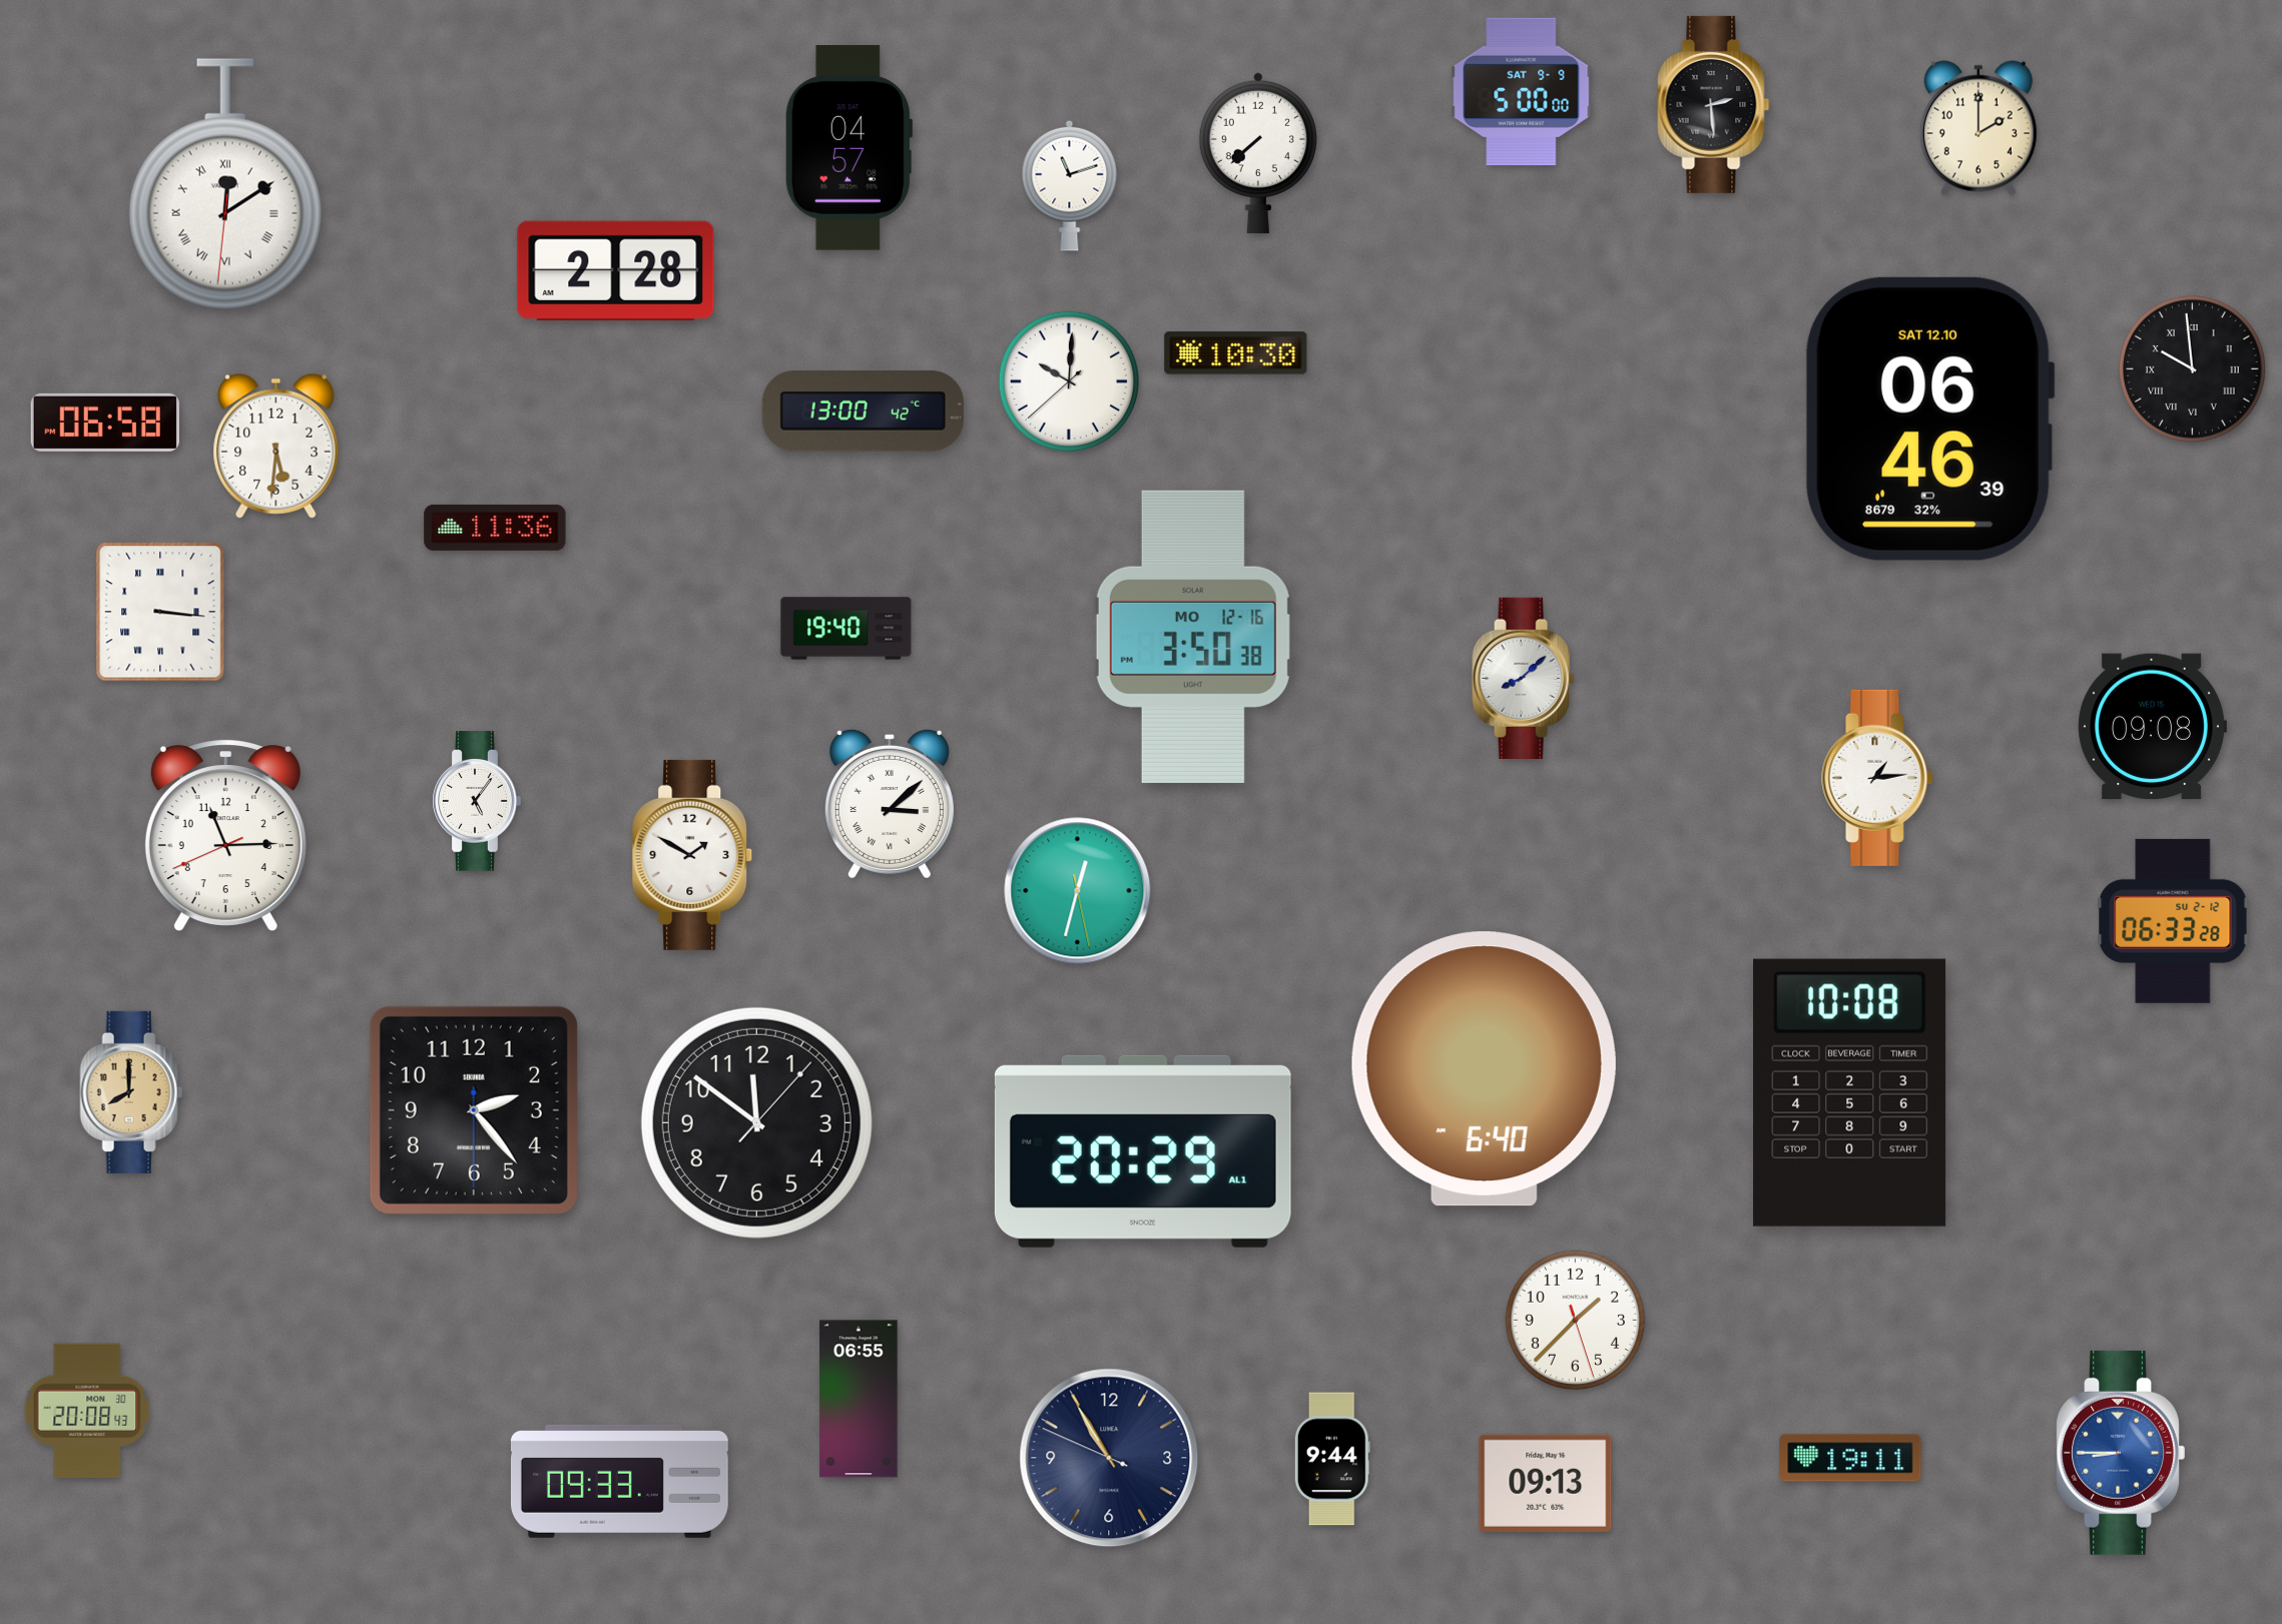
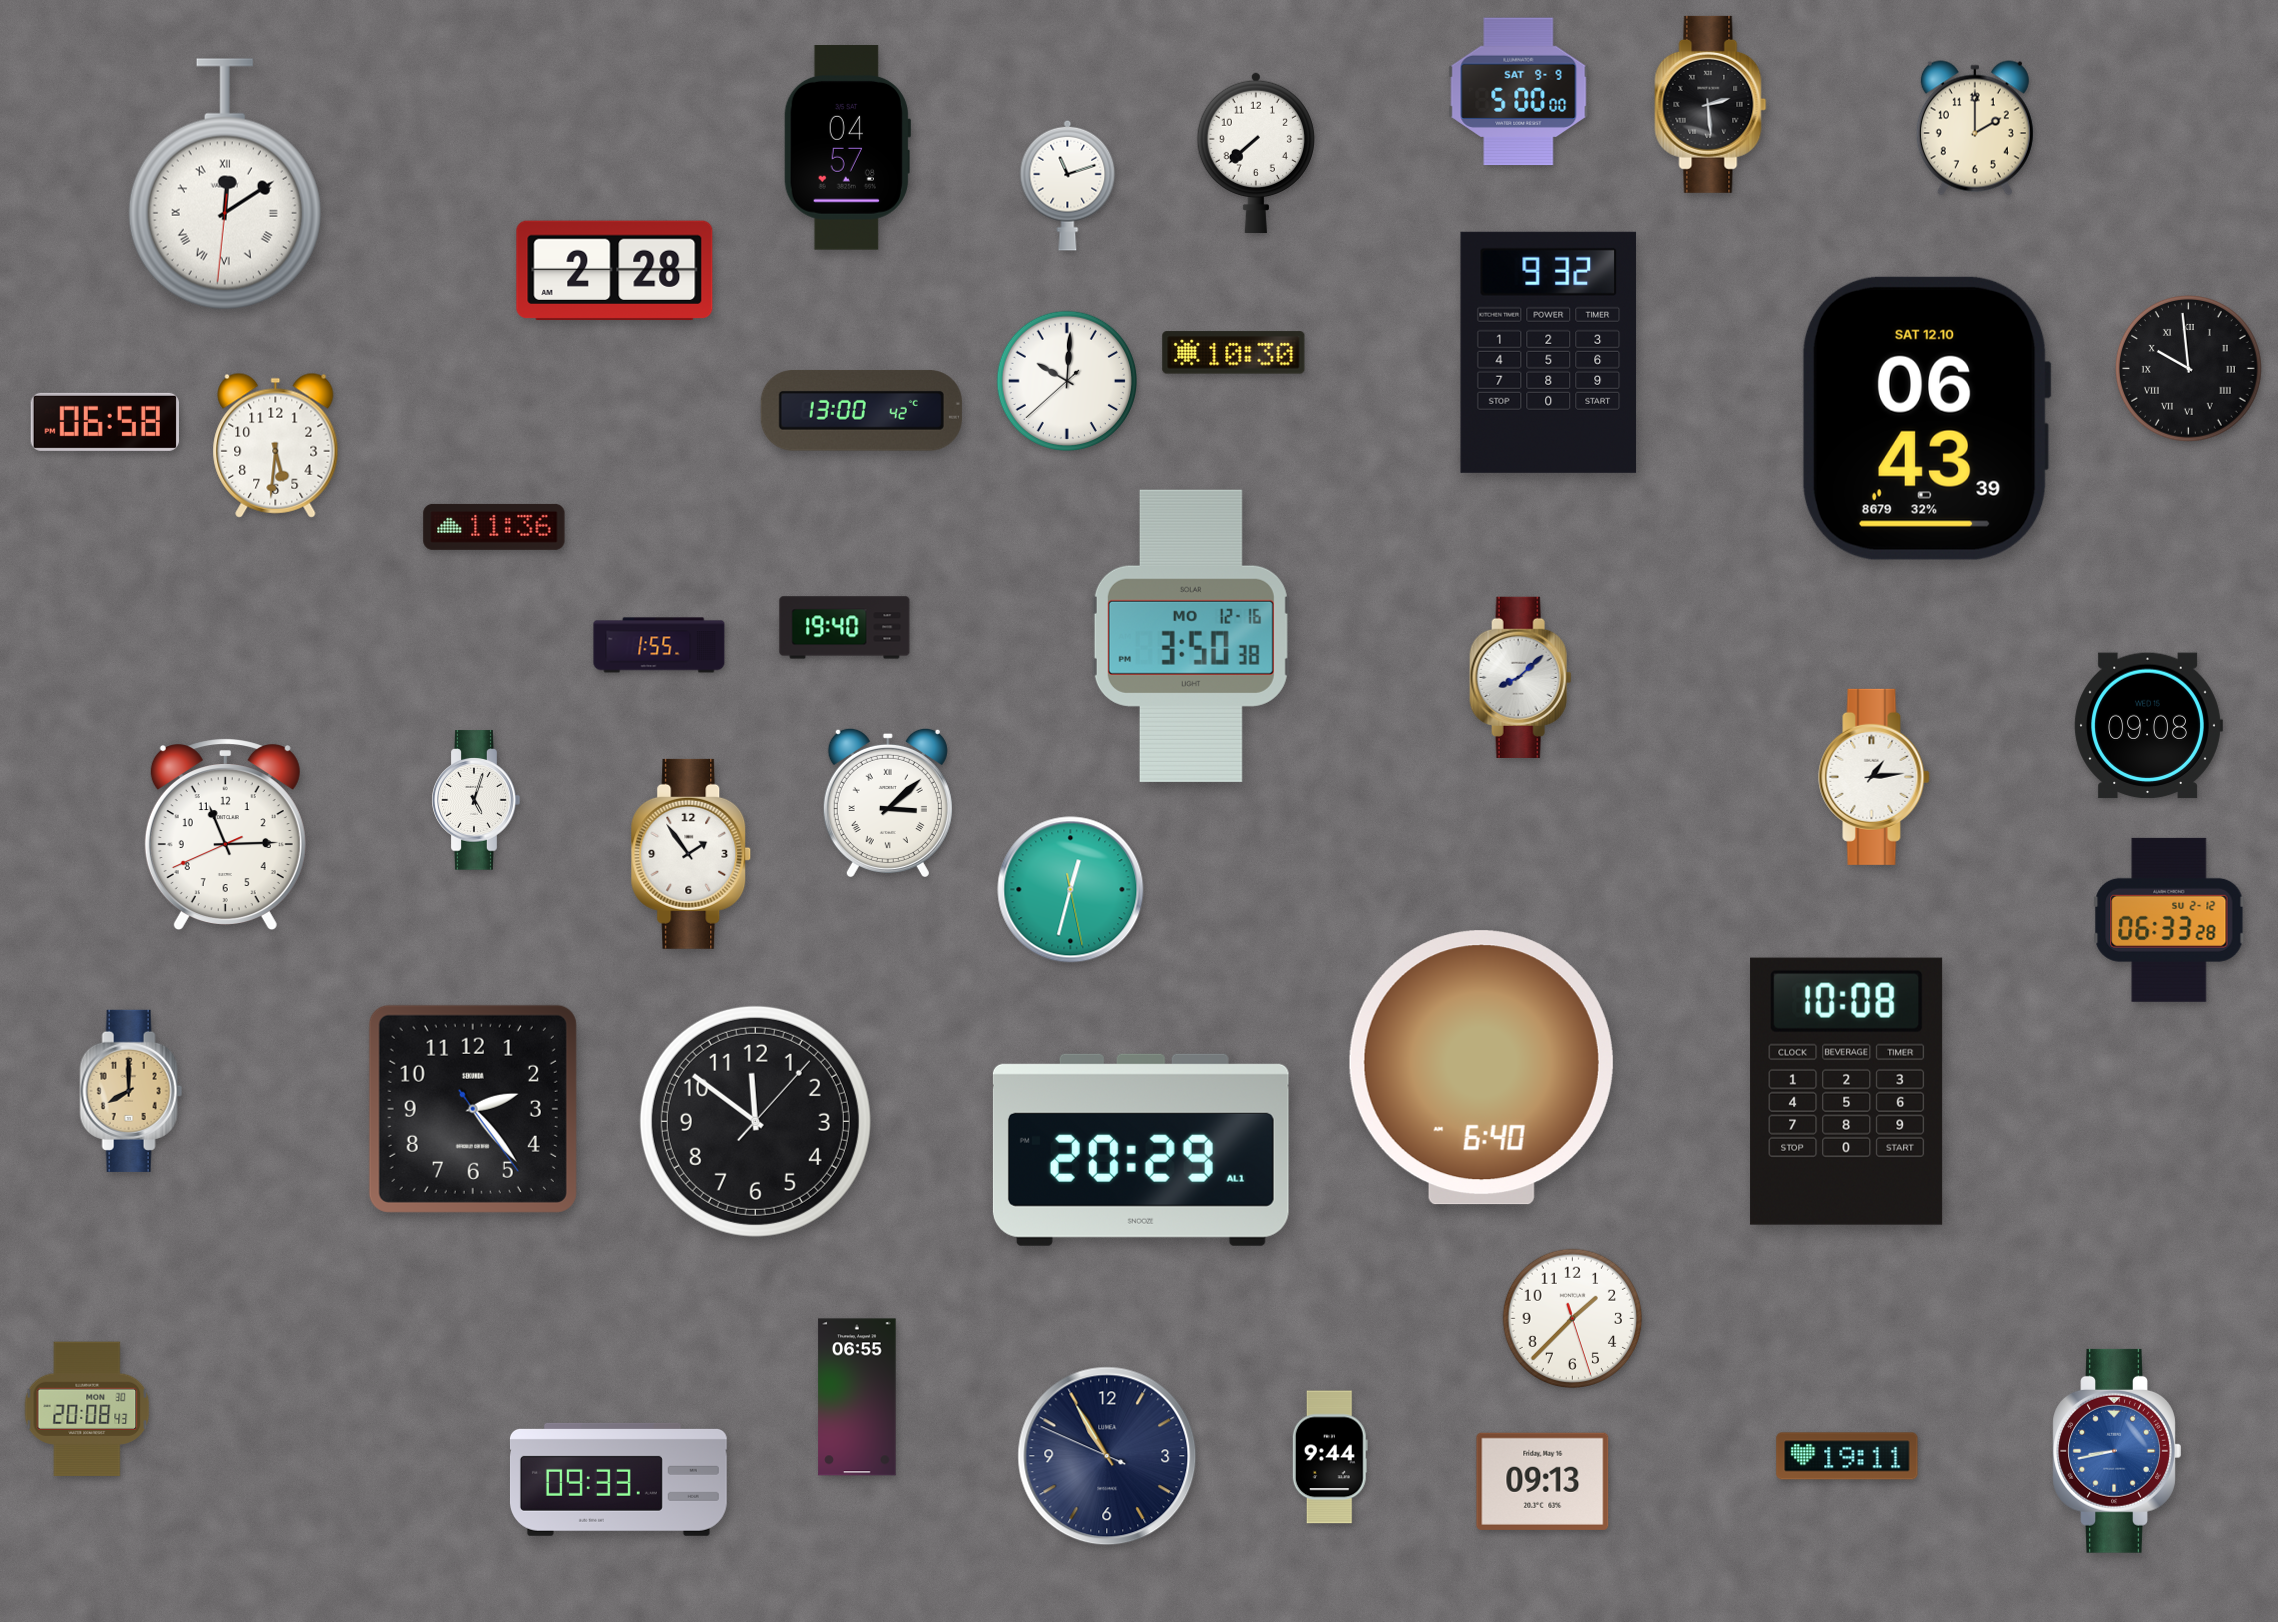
clock at (1549, 352): none -> 9:32
clock at (1929, 419): 06:46 -> 06:43
clock at (160, 612): 3:16 -> none
clock at (659, 645): none -> 1:55
clock at (477, 801): 5:06 -> 5:03
clock at (692, 855): 1:50 -> 1:54
clock at (1078, 891) position: (1078, 891) -> (1071, 890)
clock at (474, 1110): 2:23:30 -> 2:23:24
clock at (2121, 1453): 8:45 -> 8:43
